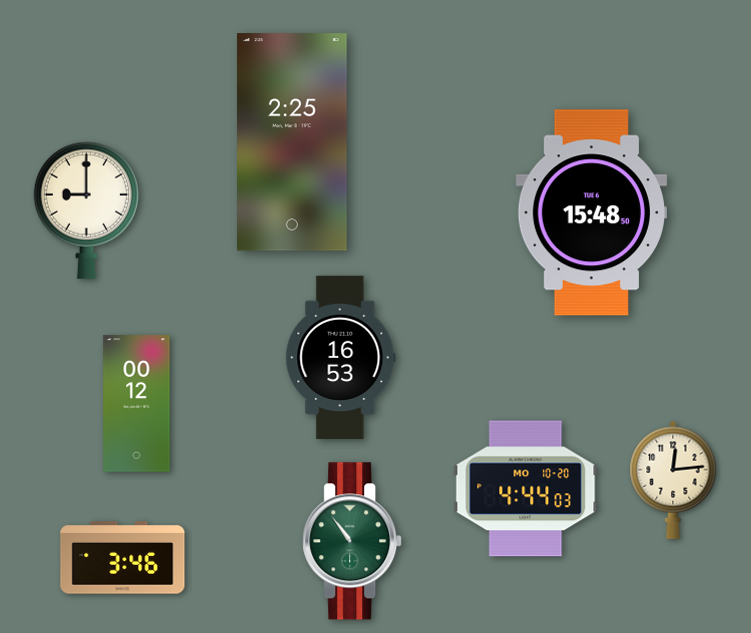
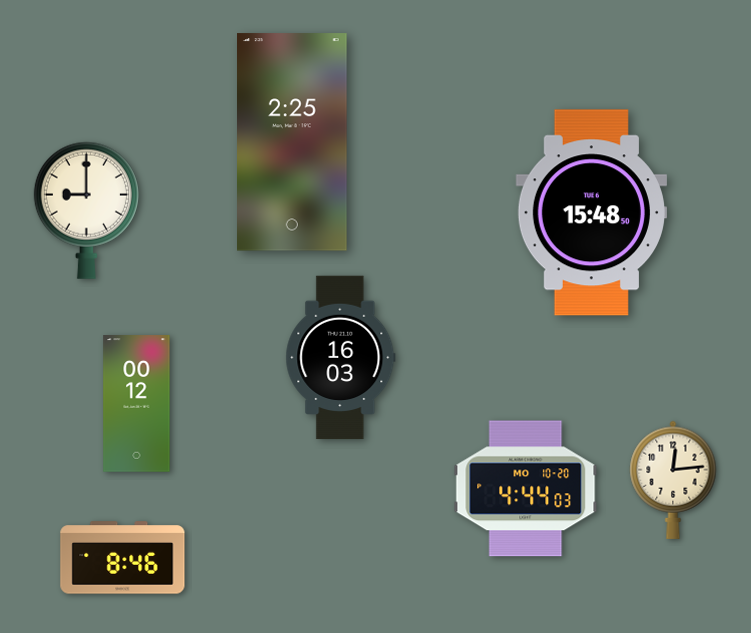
clock at (341, 358): 16:53 -> 16:03
clock at (353, 541): 10:54 -> none
clock at (123, 558): 3:46 -> 8:46
